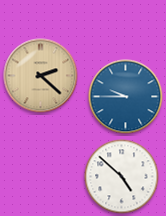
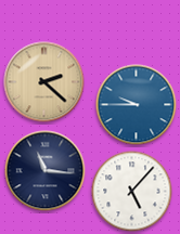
clock at (46, 171): none -> 11:16
clock at (122, 177): 4:52 -> 5:07
